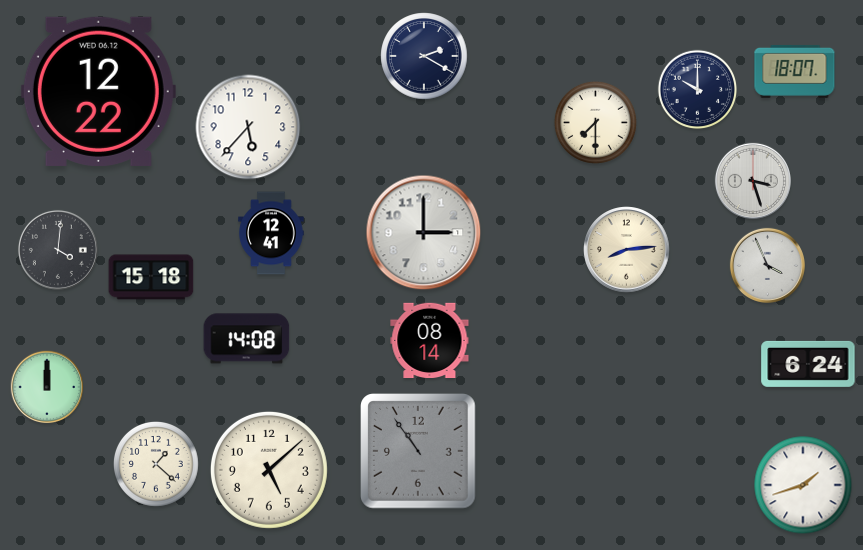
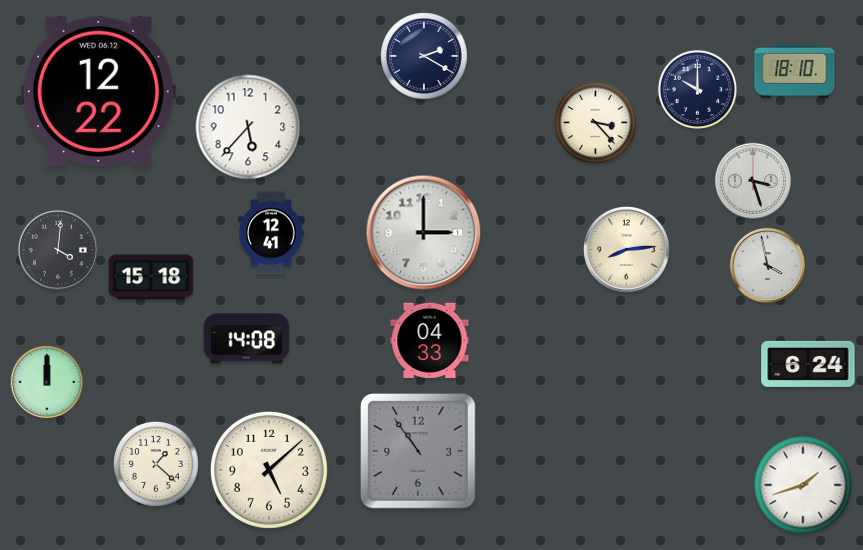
clock at (795, 71): 18:07 -> 18:10
clock at (595, 122): 7:30 -> 3:23
clock at (767, 265): 3:56 -> 3:58
clock at (430, 340): 08:14 -> 04:33
clock at (47, 387) position: (47, 387) -> (47, 382)
